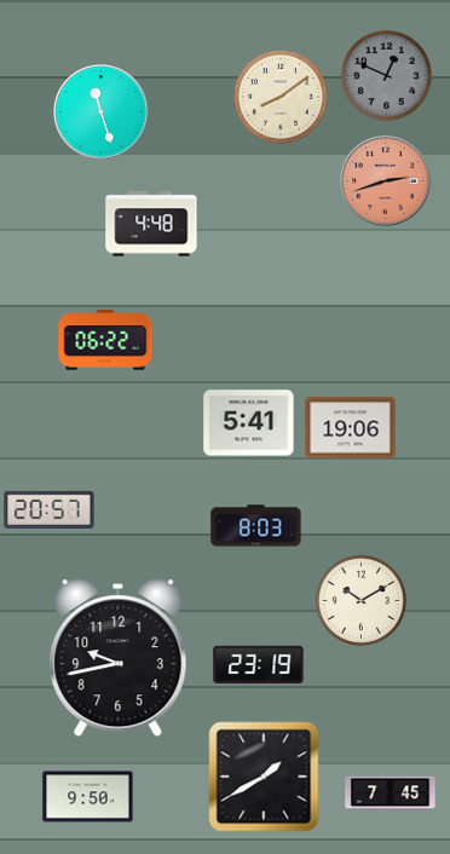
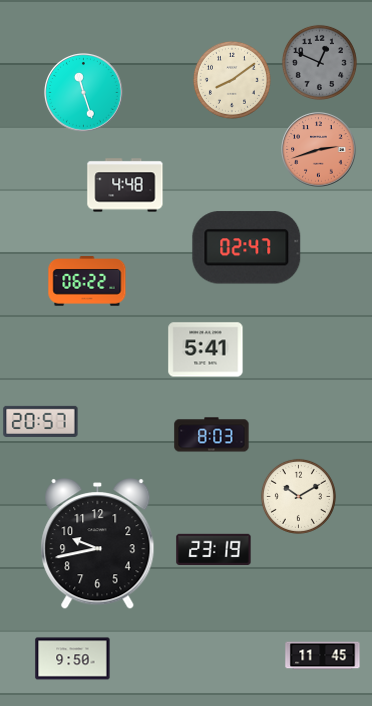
clock at (247, 248): none -> 02:47
clock at (351, 428): 19:06 -> none
clock at (264, 777): 1:40 -> none
clock at (391, 794): 7:45 -> 11:45
